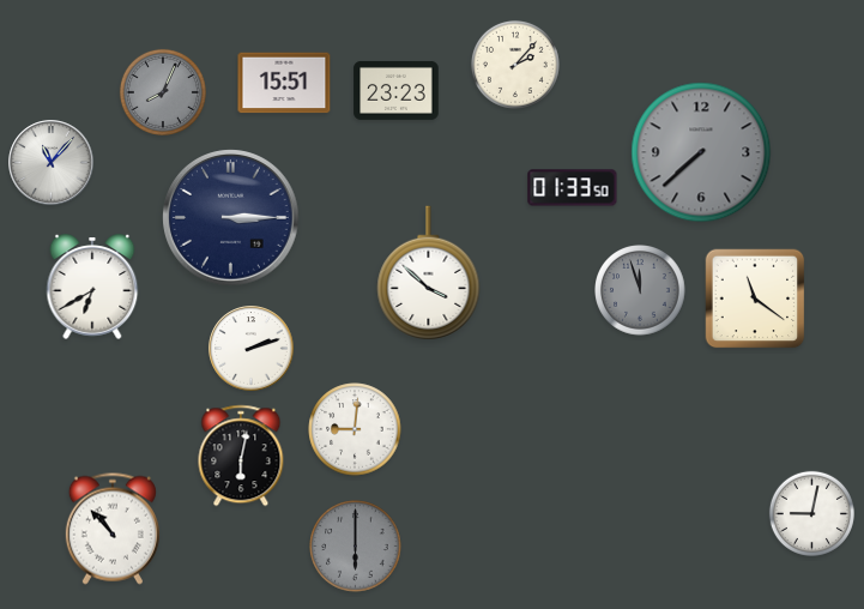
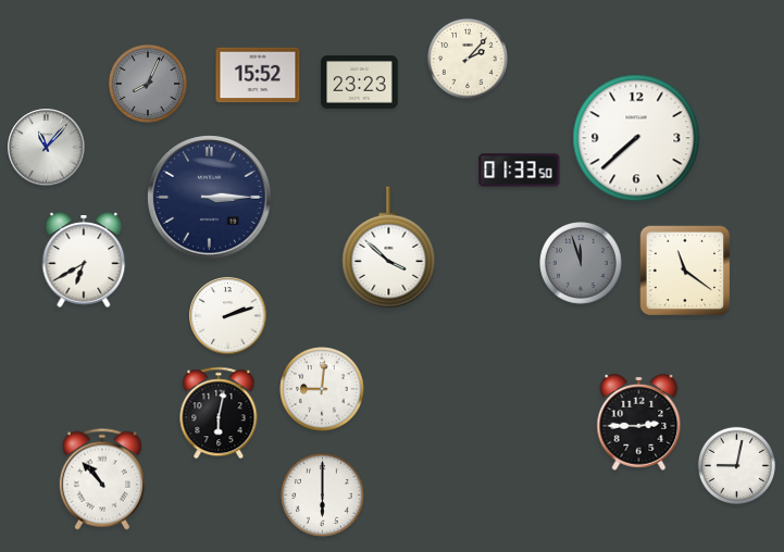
clock at (284, 83): 15:51 -> 15:52
clock at (701, 152) dial: grey -> white
clock at (639, 422): none -> 2:45
clock at (356, 547) dial: grey -> white
